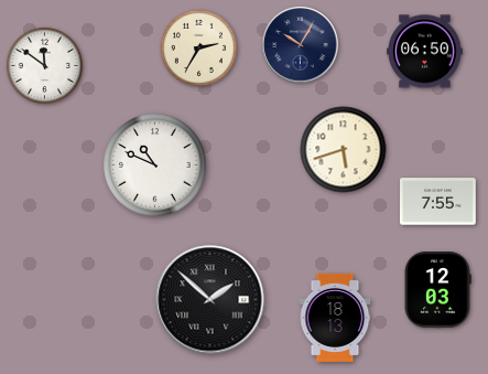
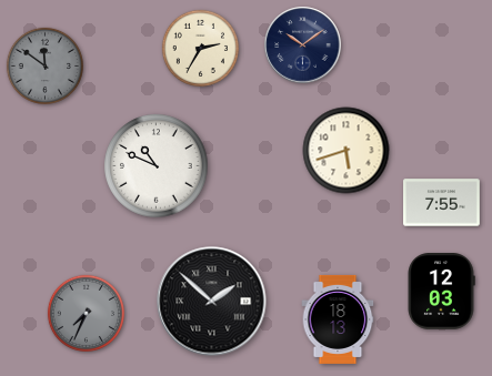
clock at (301, 45): 10:05 -> 10:09
clock at (425, 52): 06:50 -> none
clock at (44, 65) dial: white -> grey
clock at (86, 313): none -> 7:34
